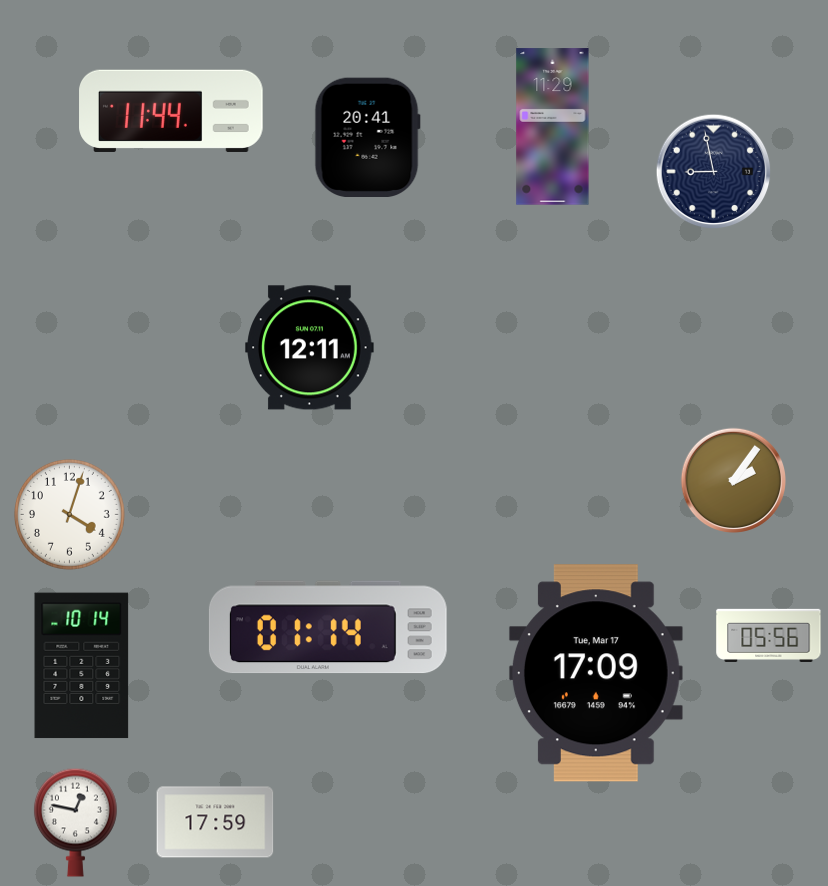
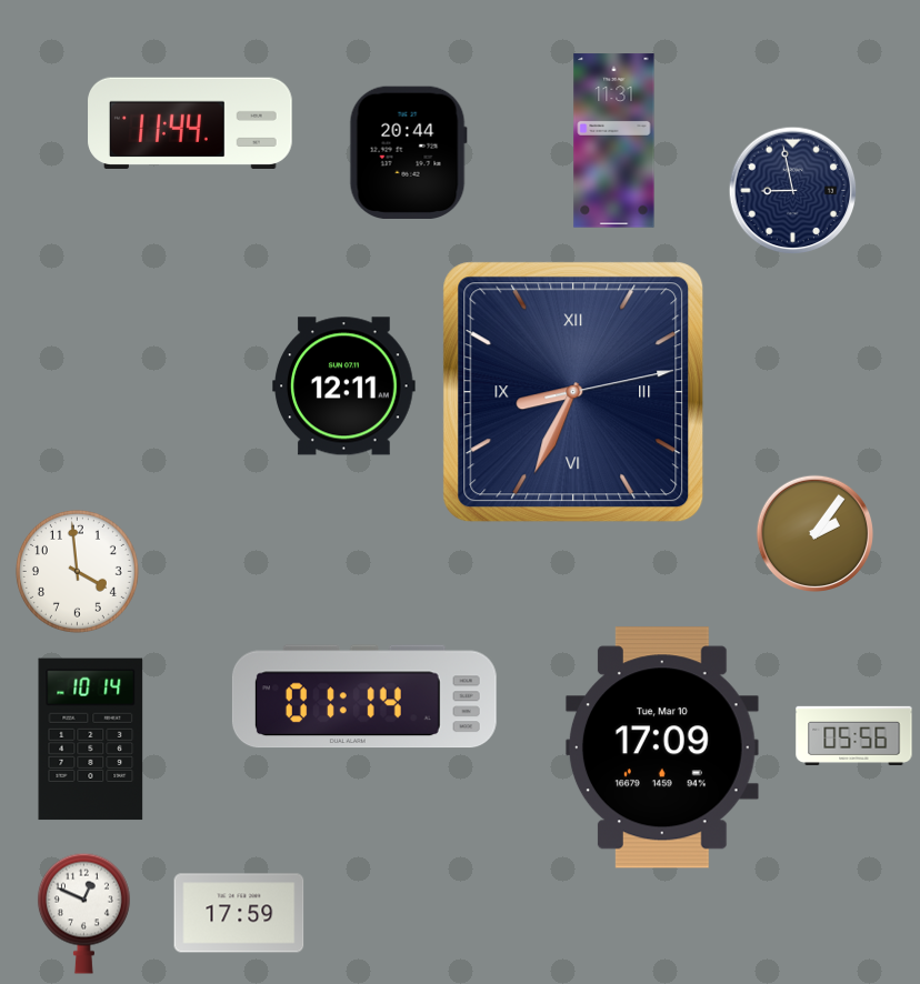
clock at (553, 127): 11:29 -> 11:31
clock at (367, 137): 20:41 -> 20:44
clock at (573, 392): none -> 8:34
clock at (69, 514): 4:03 -> 3:59
clock at (769, 635) position: (769, 635) -> (854, 735)
clock at (596, 673) date: Tue, Mar 17 -> Tue, Mar 10
clock at (75, 822): 12:47 -> 12:49
